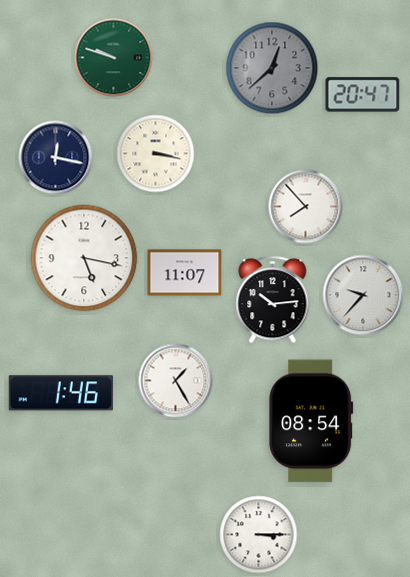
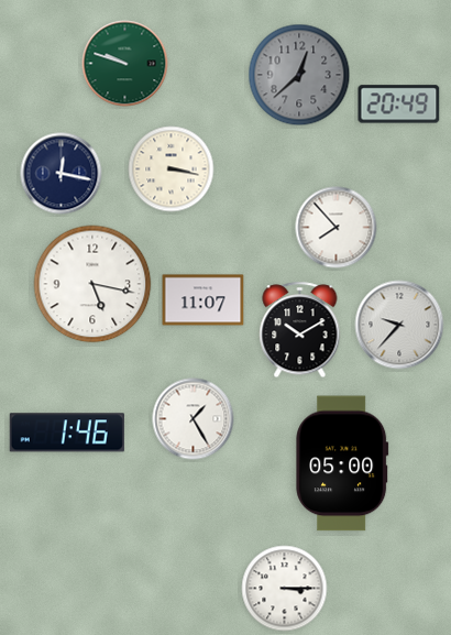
clock at (363, 95): 20:47 -> 20:49
clock at (273, 300): 10:14 -> 10:10
clock at (311, 421): 08:54 -> 05:00
